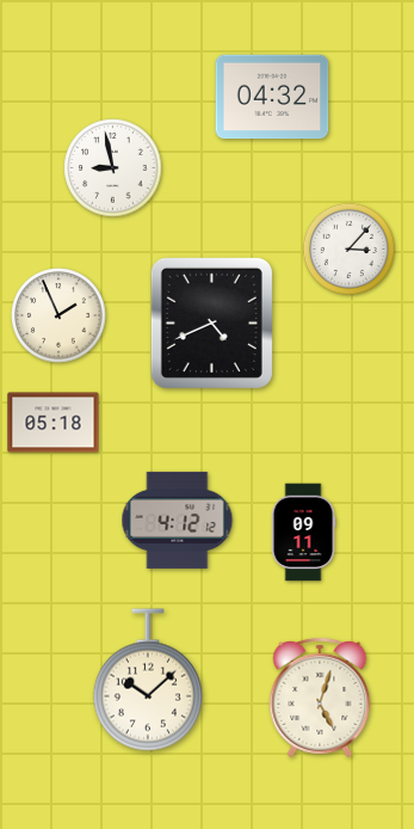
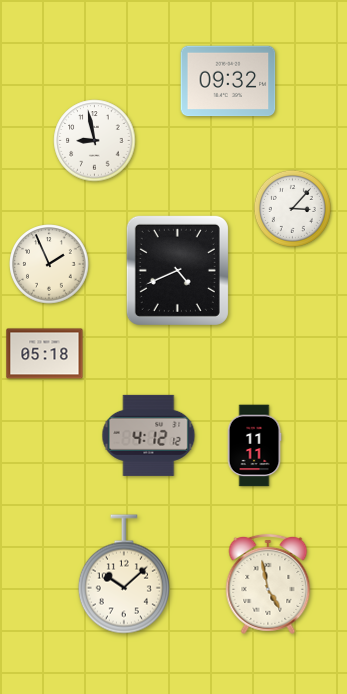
clock at (272, 97): 04:32 -> 09:32
clock at (303, 533): 09:11 -> 11:11
clock at (148, 680) position: (148, 680) -> (124, 574)
clock at (320, 698): 5:03 -> 4:58
